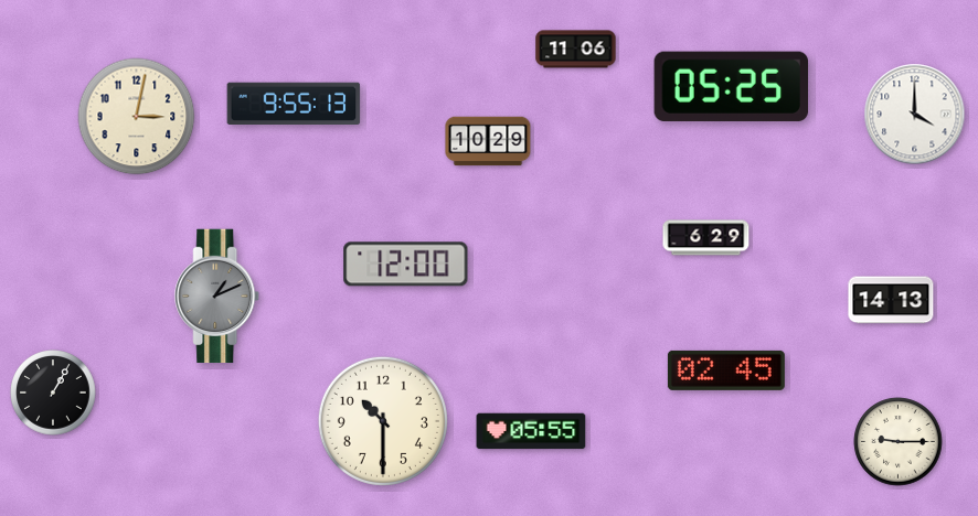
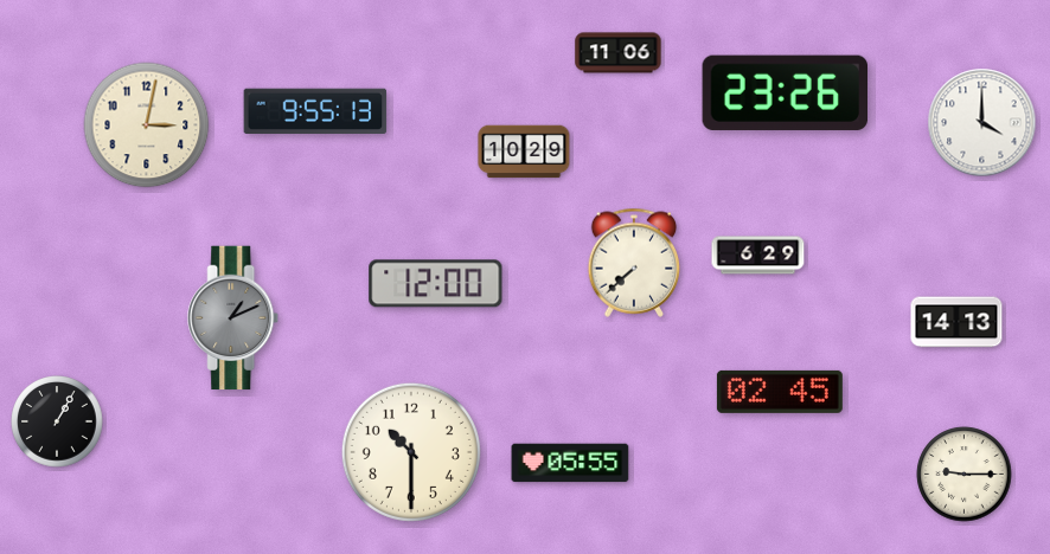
clock at (732, 86): 05:25 -> 23:26
clock at (634, 263): none -> 7:38
clock at (726, 370) position: (726, 370) -> (780, 392)
